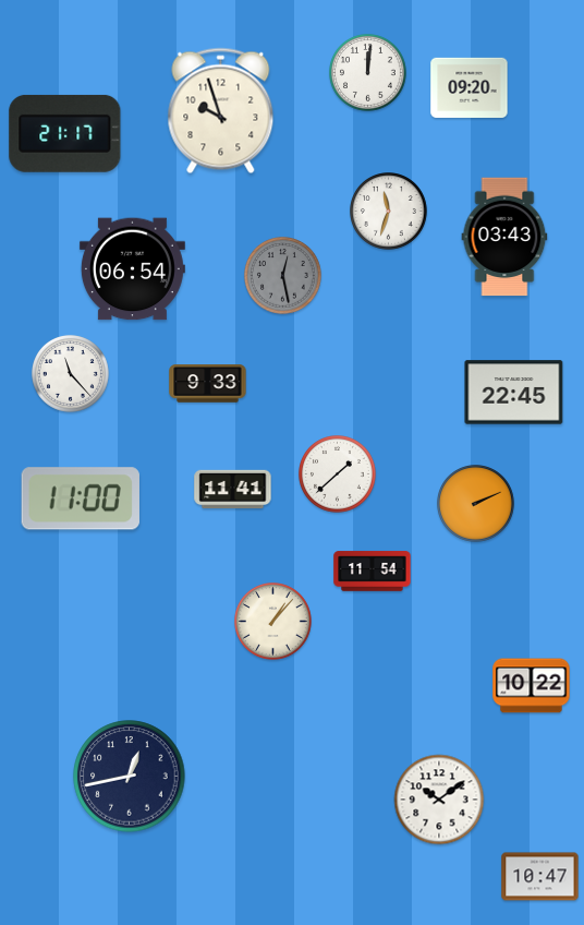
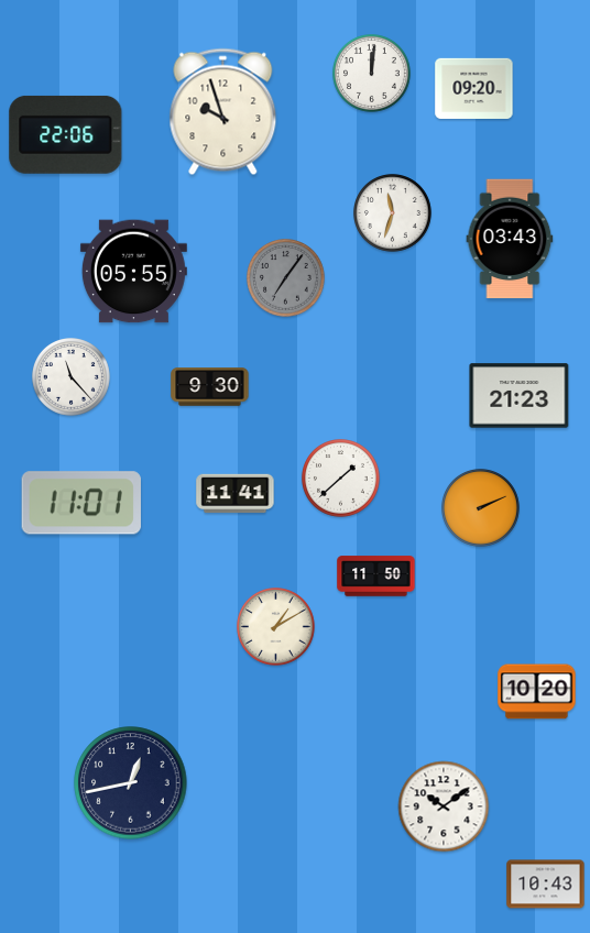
clock at (65, 133): 21:17 -> 22:06
clock at (132, 269): 06:54 -> 05:55
clock at (283, 276): 12:28 -> 7:06
clock at (208, 384): 9:33 -> 9:30
clock at (514, 393): 22:45 -> 21:23
clock at (81, 498): 11:00 -> 11:01
clock at (373, 572): 11:54 -> 11:50
clock at (273, 622): 1:07 -> 1:10
clock at (532, 686): 10:22 -> 10:20
clock at (540, 877): 10:47 -> 10:43
